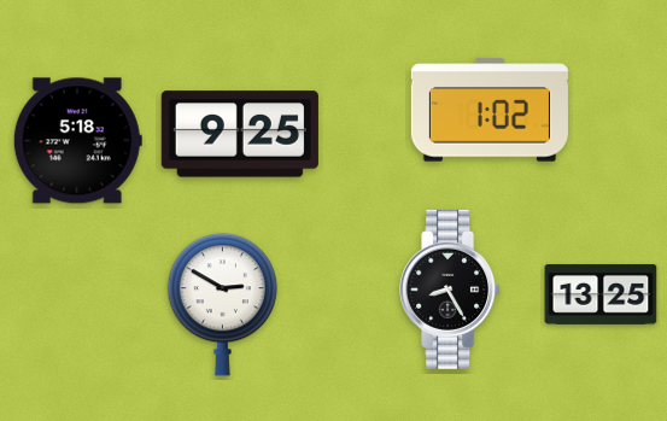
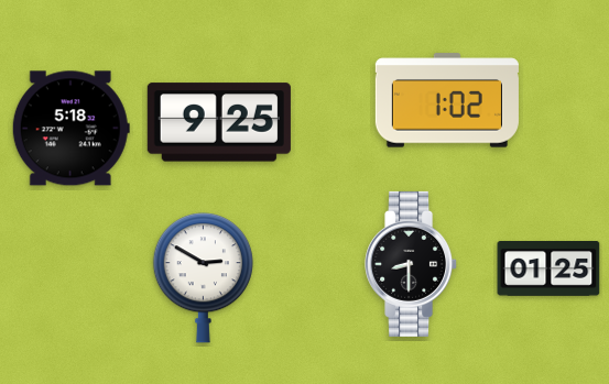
clock at (451, 290): 8:25 -> 8:30
clock at (601, 296): 13:25 -> 01:25
